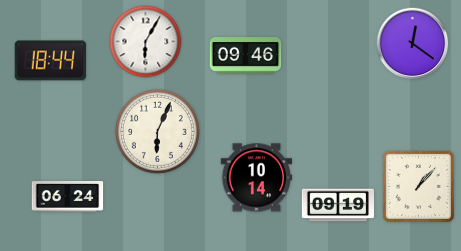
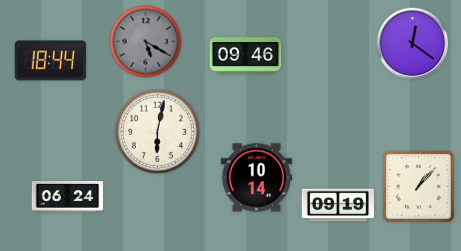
clock at (146, 42): 6:05 -> 5:20
clock at (146, 42) dial: white -> grey
clock at (157, 131): 6:04 -> 6:02
